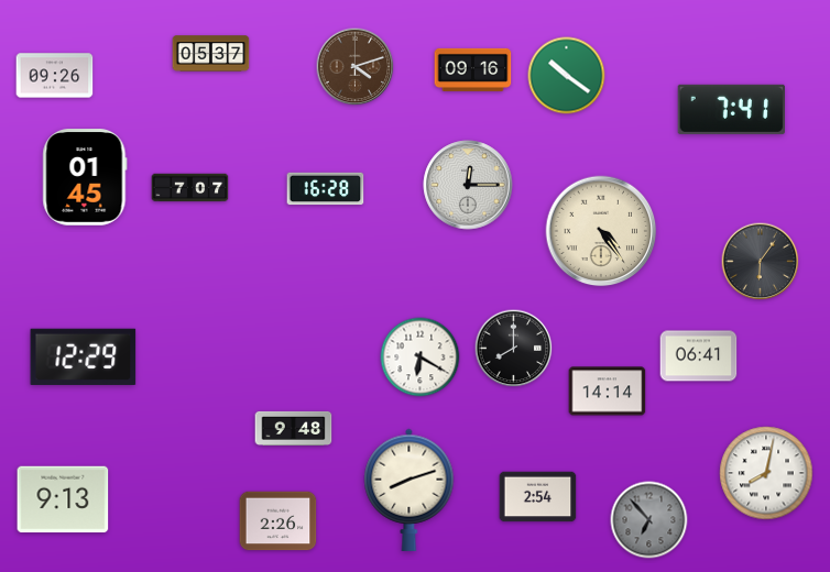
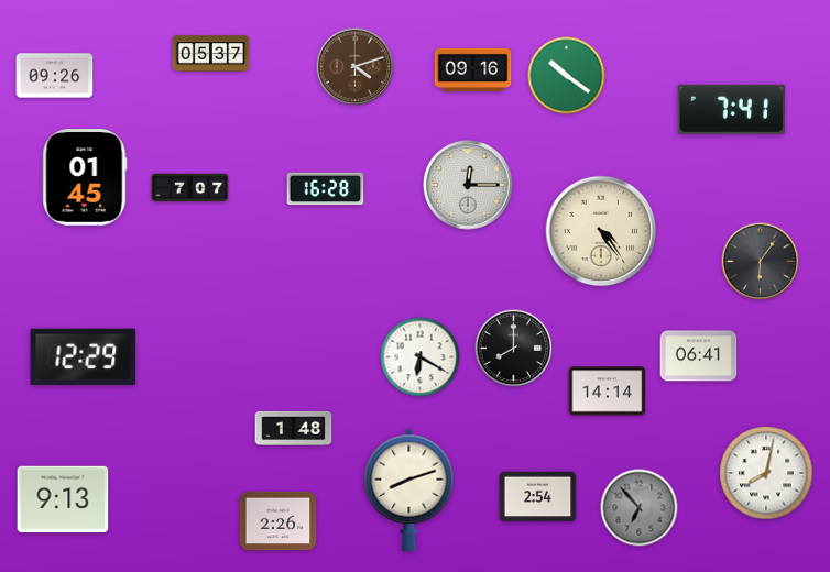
clock at (294, 428): 9:48 -> 1:48
clock at (649, 520) position: (649, 520) -> (640, 508)
